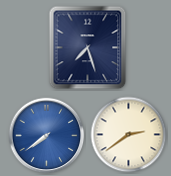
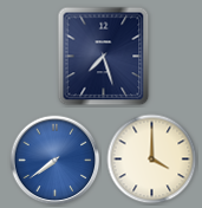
clock at (129, 135): 2:39 -> 4:00
